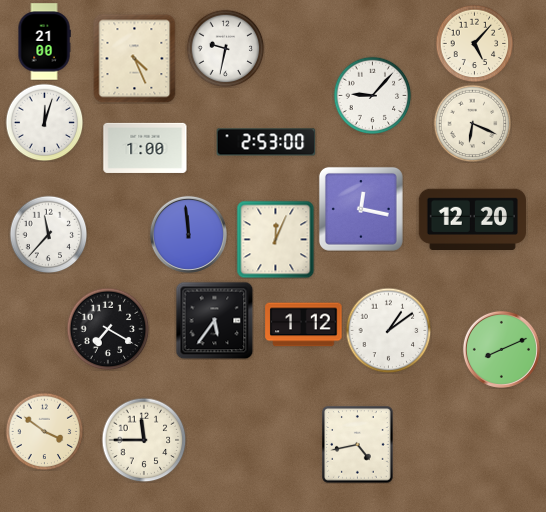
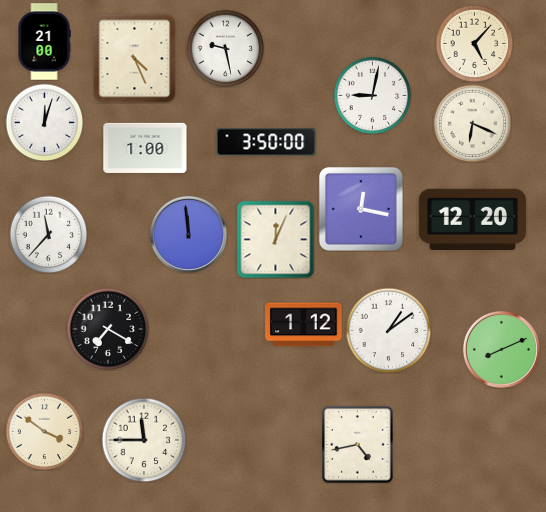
clock at (225, 48): 9:32 -> 9:28
clock at (372, 95): 9:07 -> 9:02
clock at (266, 142): 2:53 -> 3:50
clock at (214, 320): 5:36 -> none
